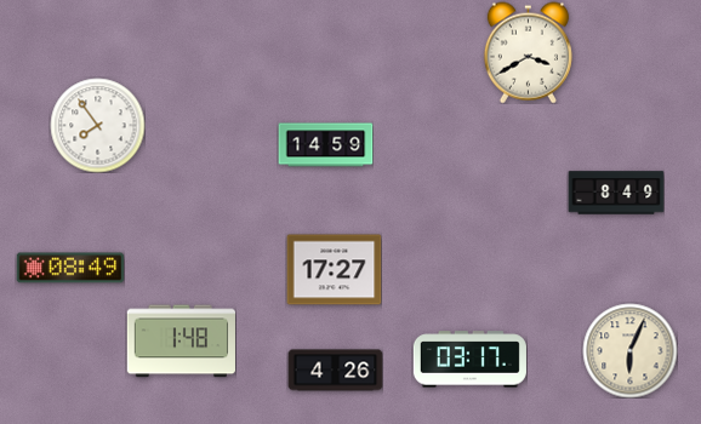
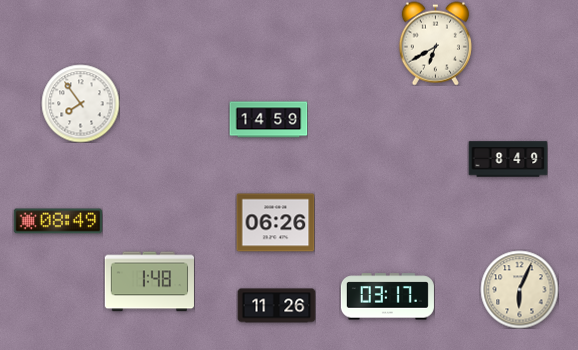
clock at (528, 52): 3:40 -> 6:40
clock at (334, 270): 17:27 -> 06:26
clock at (335, 371): 4:26 -> 11:26
